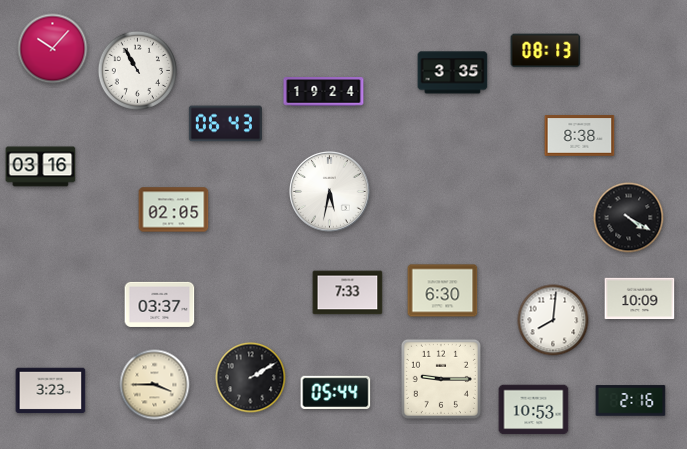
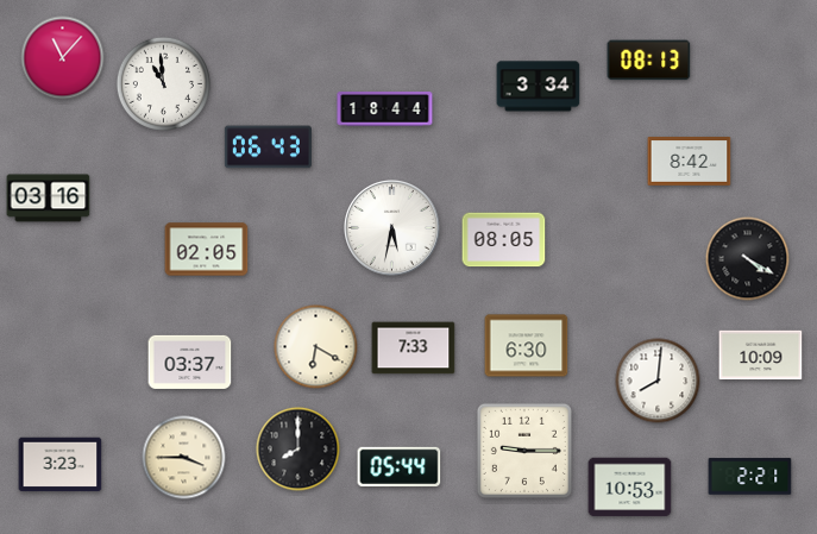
clock at (53, 49): 10:07 -> 11:07
clock at (137, 70): 10:55 -> 10:59
clock at (453, 73): 3:35 -> 3:34
clock at (324, 92): 19:24 -> 18:44
clock at (580, 136): 8:38 -> 8:42
clock at (504, 240): none -> 08:05
clock at (316, 347): none -> 6:20
clock at (251, 378): 2:10 -> 8:00
clock at (631, 401): 2:16 -> 2:21
clock at (534, 410) position: (534, 410) -> (630, 488)
